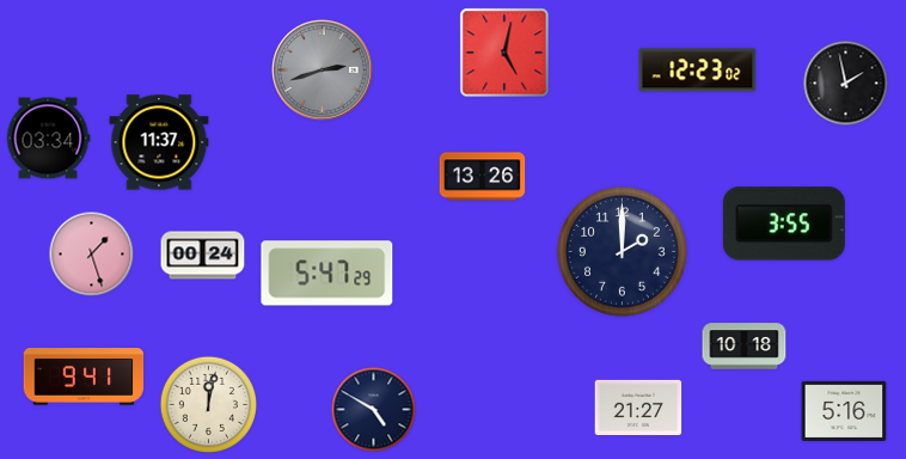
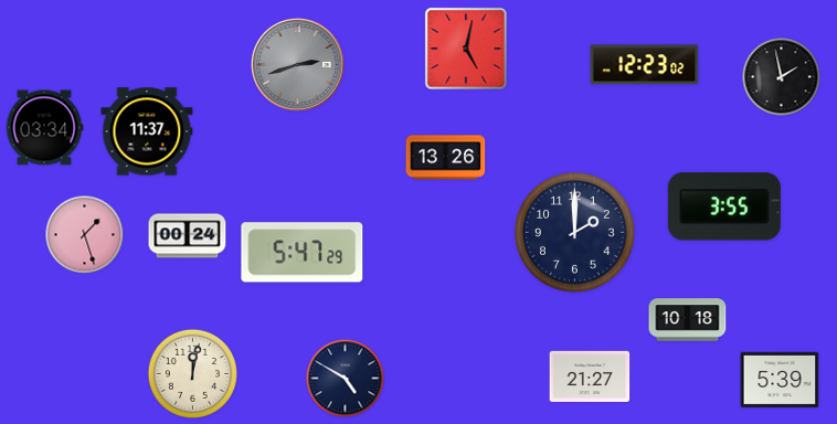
clock at (483, 177) position: (483, 177) -> (446, 158)
clock at (84, 378): 9:41 -> none
clock at (844, 411): 5:16 -> 5:39
